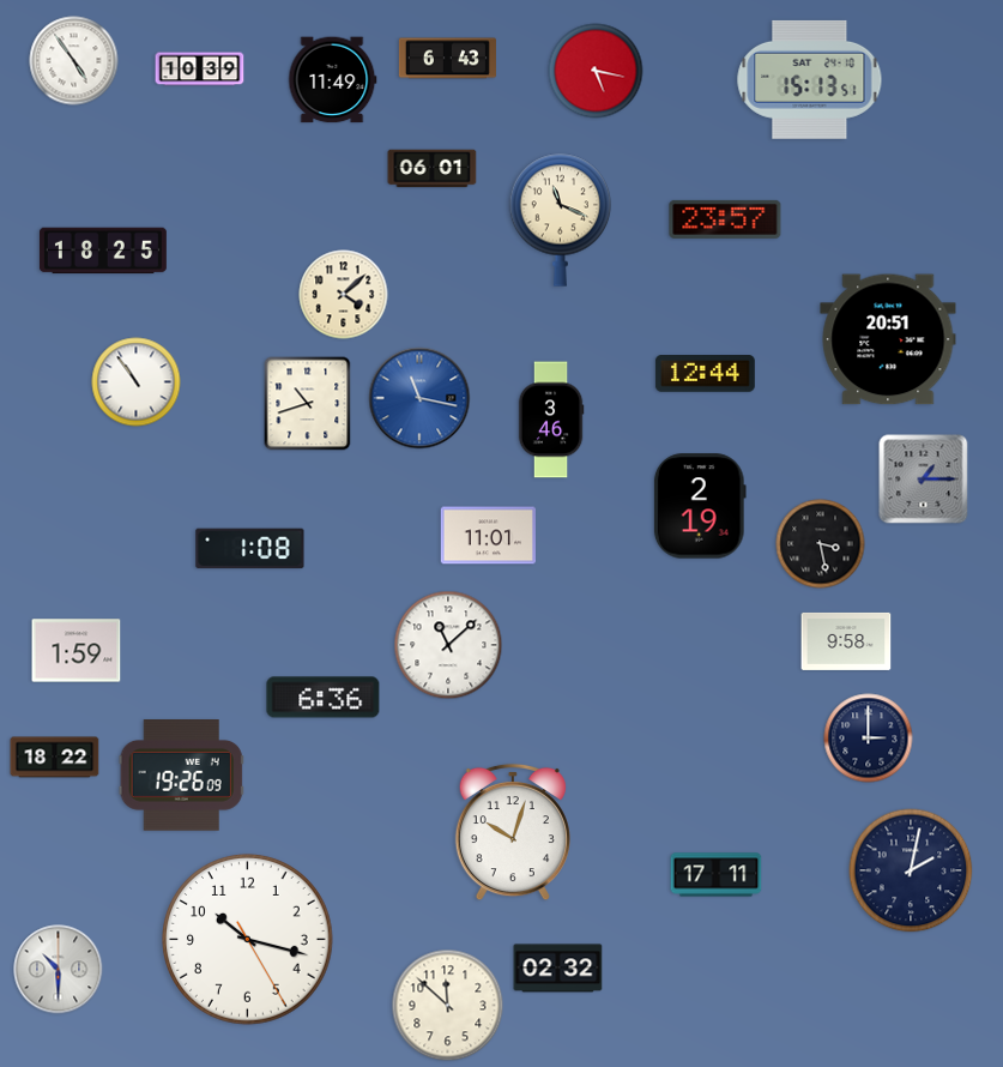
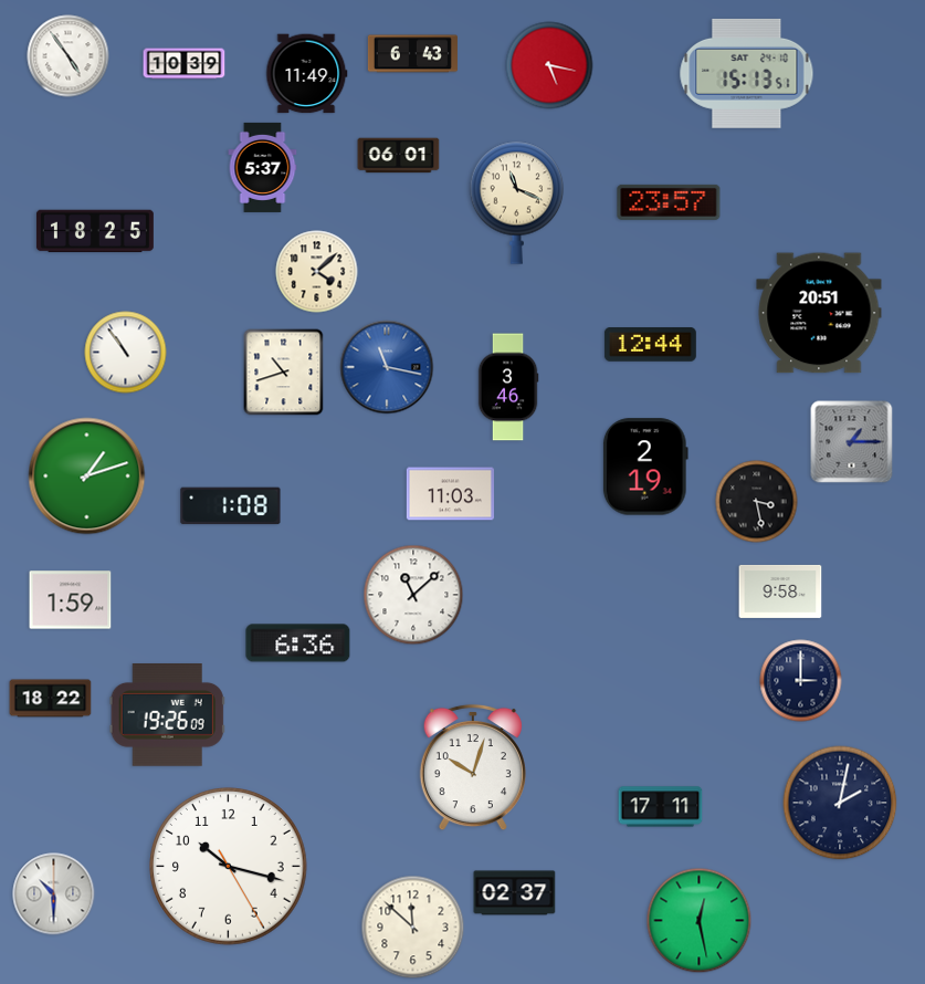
clock at (263, 167): none -> 5:37
clock at (87, 477): none -> 1:12
clock at (488, 536): 11:01 -> 11:03
clock at (558, 969): 02:32 -> 02:37
clock at (700, 921): none -> 12:28
